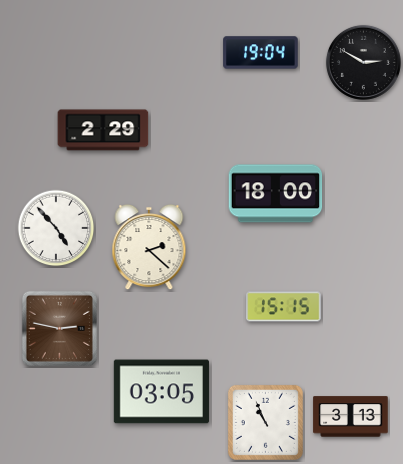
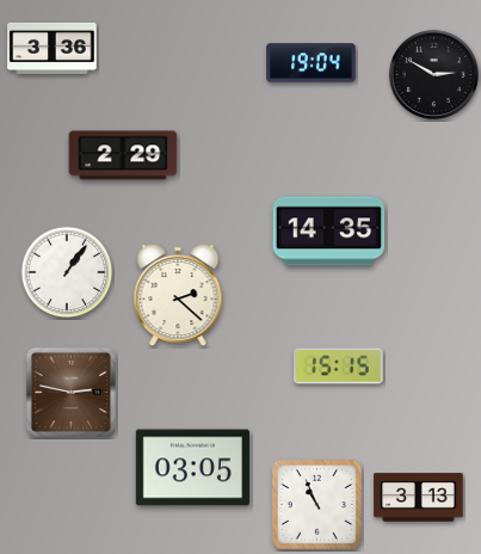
clock at (53, 48): none -> 3:36
clock at (276, 194): 18:00 -> 14:35
clock at (56, 228): 4:53 -> 1:06
